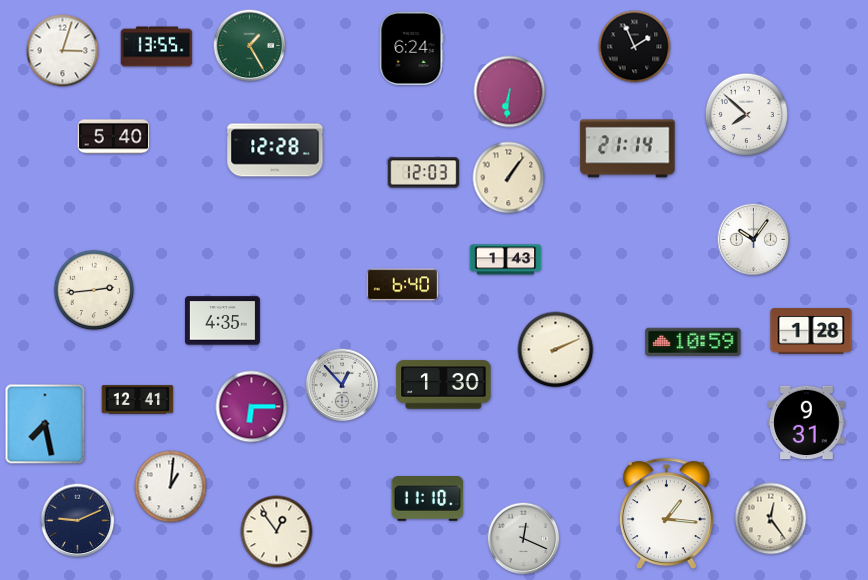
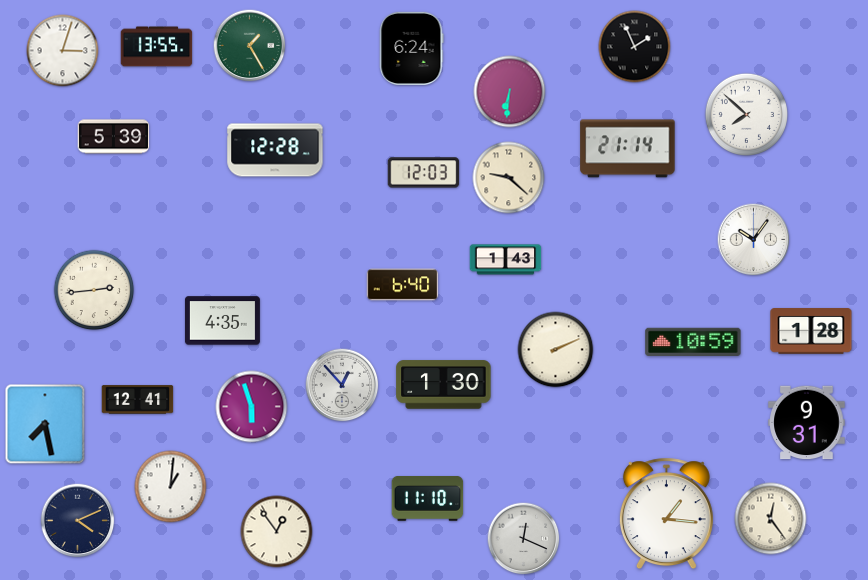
clock at (114, 137): 5:40 -> 5:39
clock at (509, 178): 1:06 -> 9:22
clock at (252, 407): 6:15 -> 5:57
clock at (78, 521): 9:11 -> 4:11
